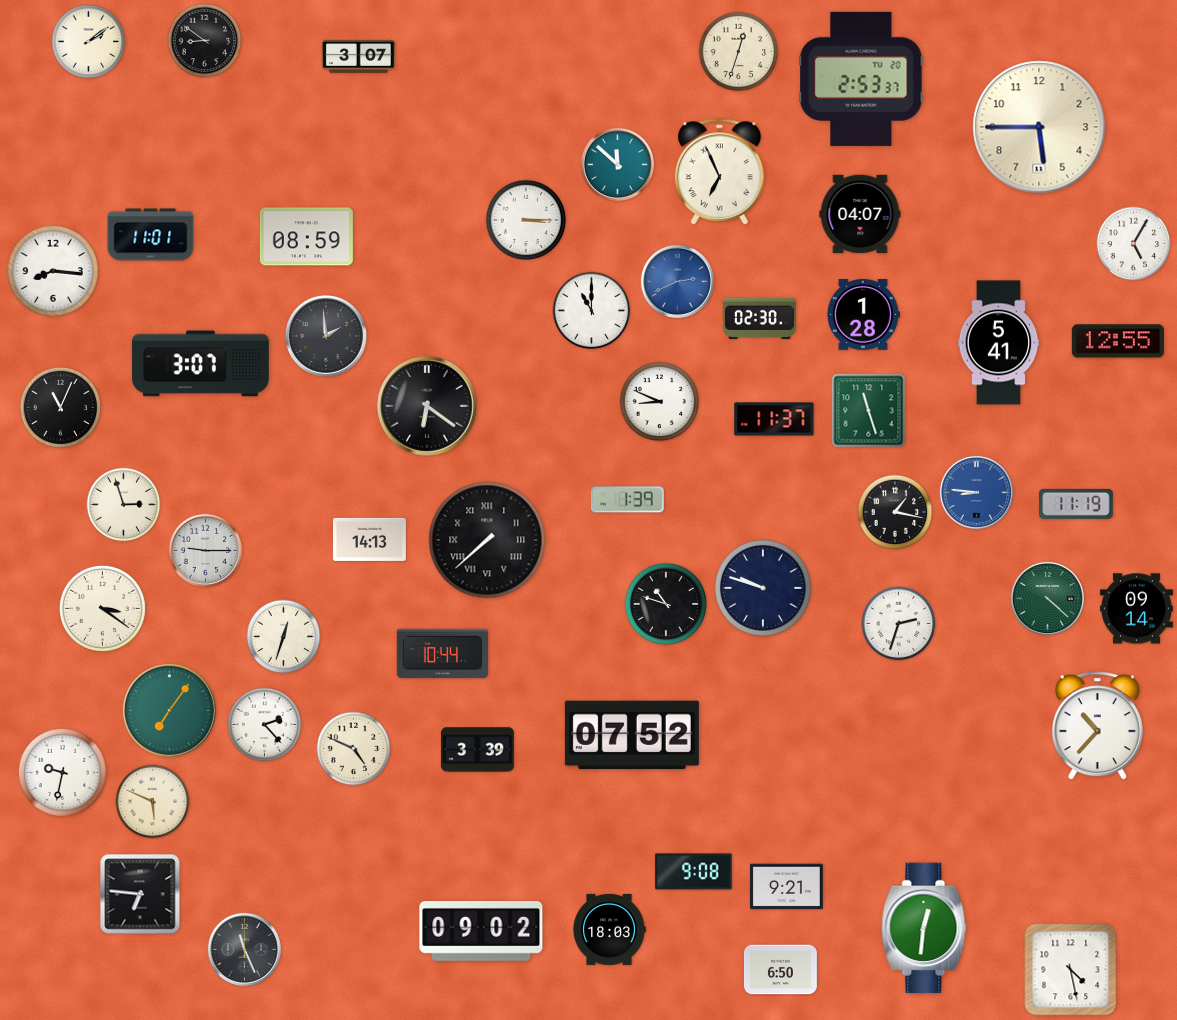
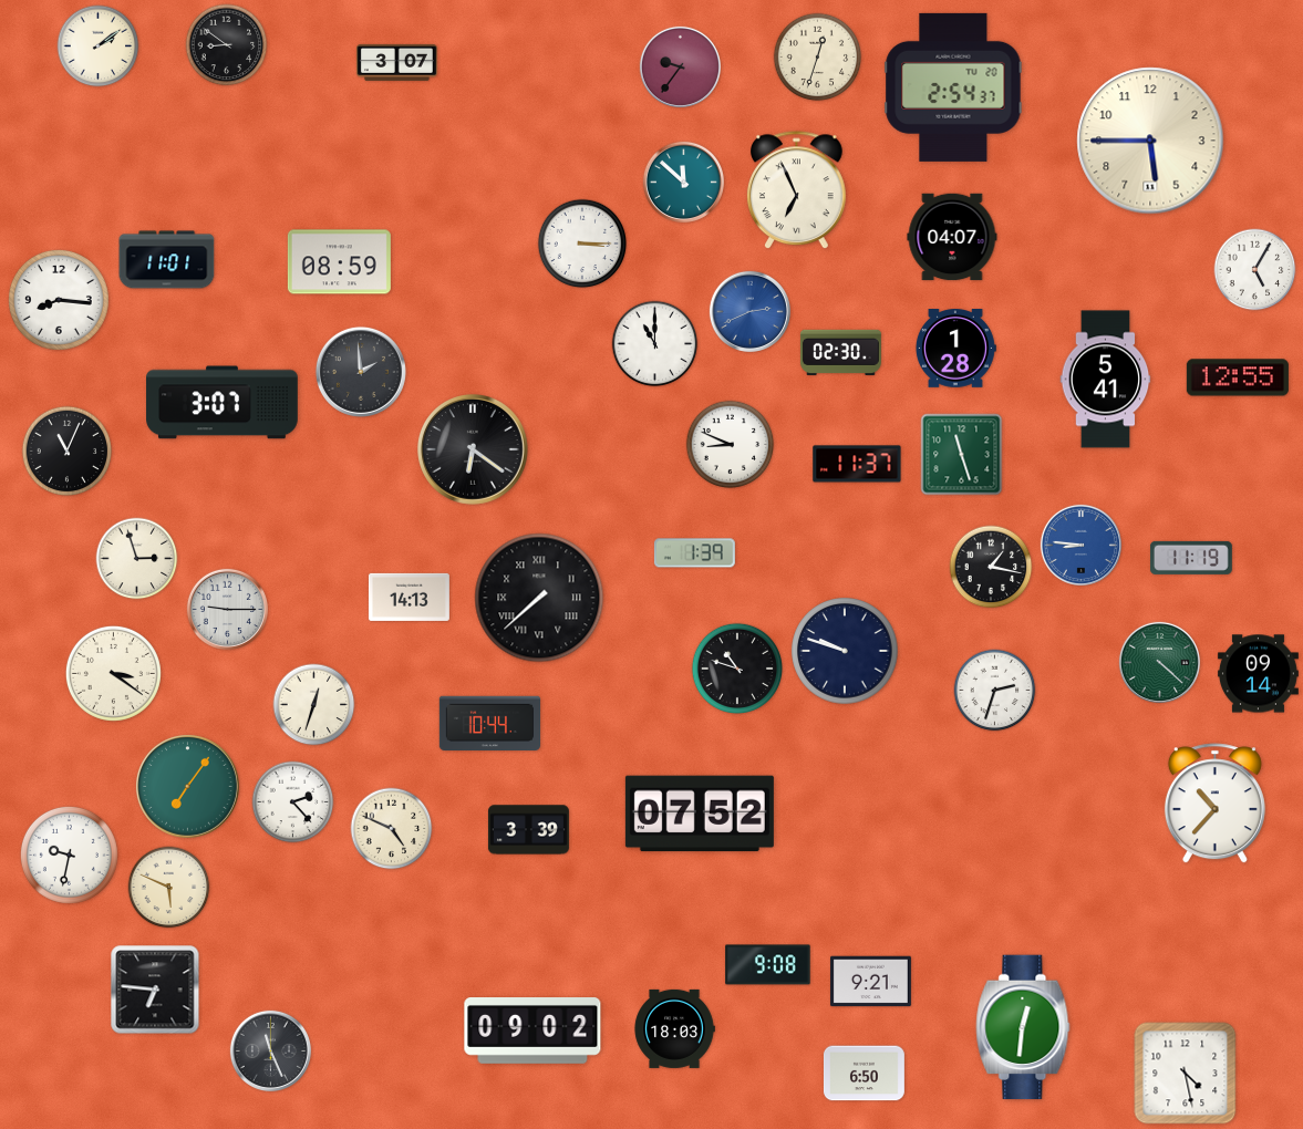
clock at (680, 66): none -> 9:36
clock at (861, 79): 2:53 -> 2:54
